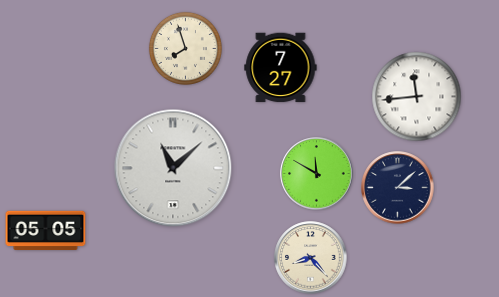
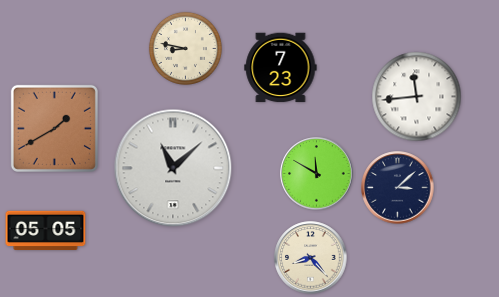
clock at (185, 48): 7:57 -> 8:47
clock at (281, 68): 7:27 -> 7:23
clock at (54, 128): none -> 1:40
